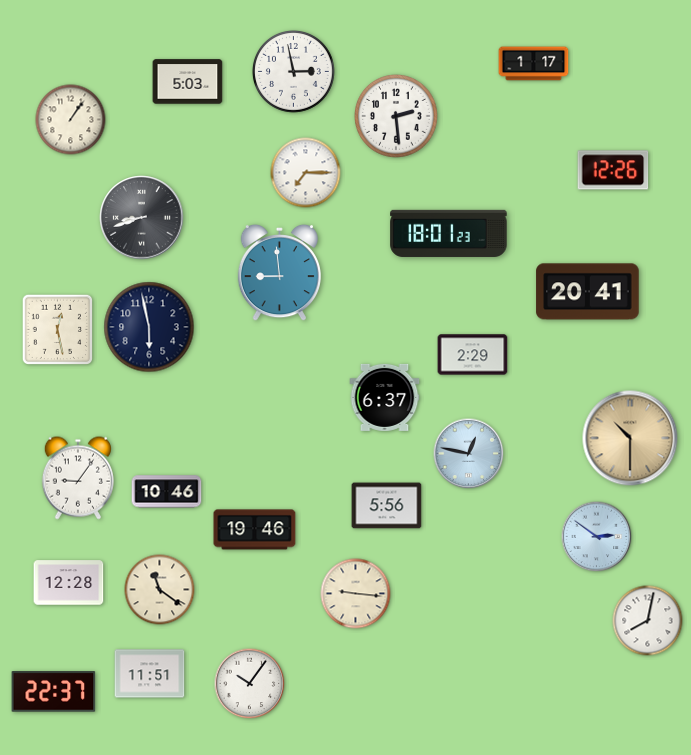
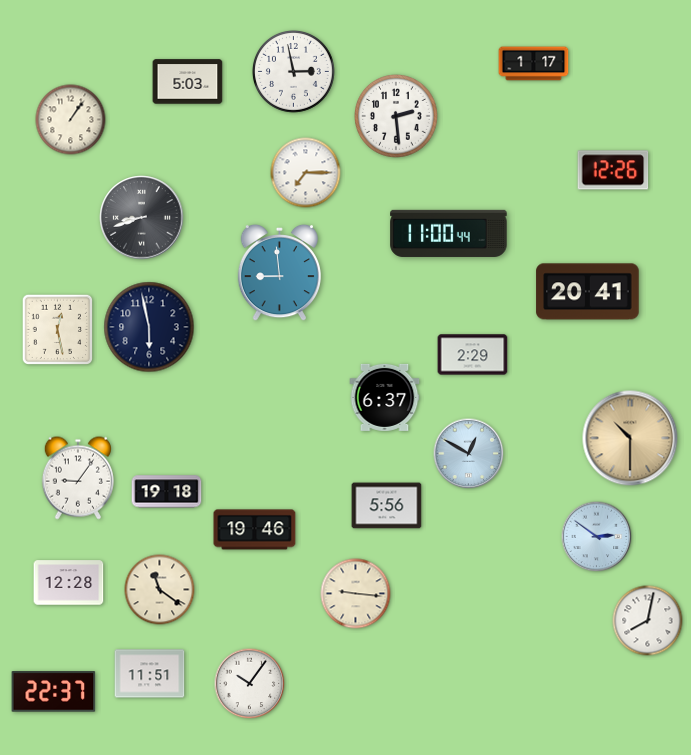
clock at (449, 233): 18:01 -> 11:00
clock at (469, 454): 12:47 -> 12:50
clock at (167, 492): 10:46 -> 19:18
